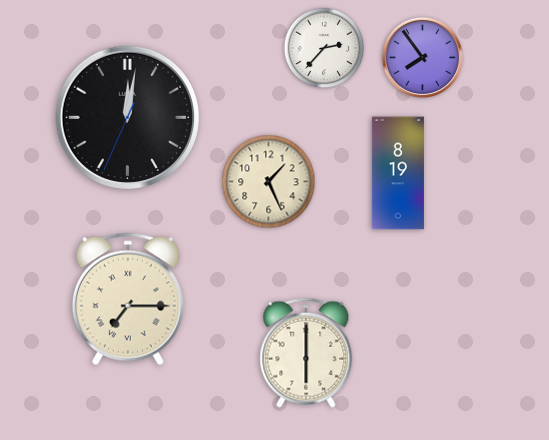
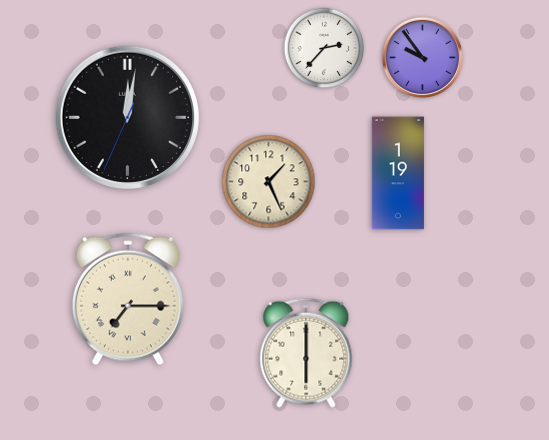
clock at (422, 57): 7:54 -> 9:54
clock at (398, 173): 8:19 -> 1:19
